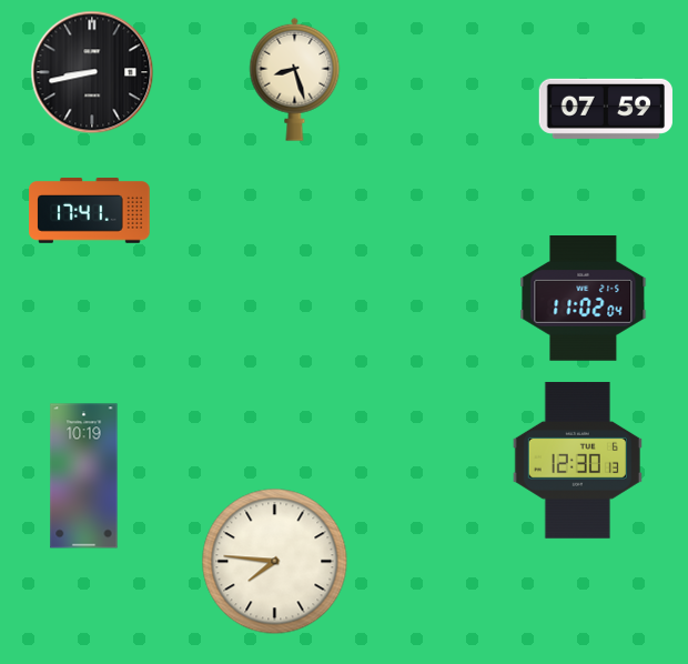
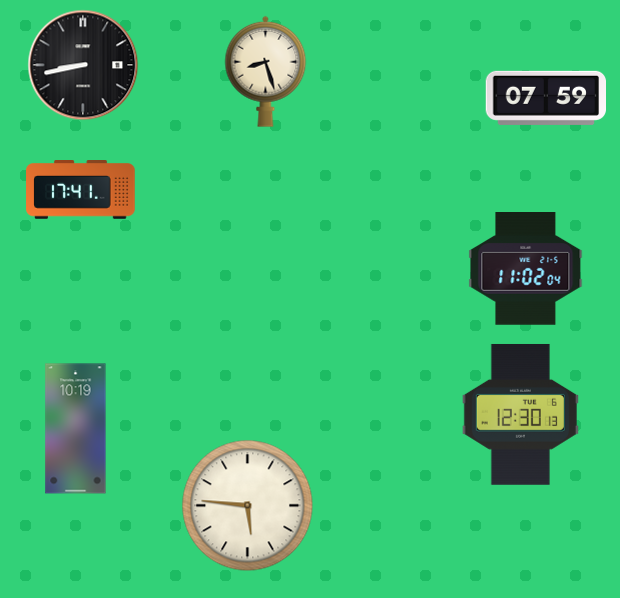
clock at (275, 562): 7:46 -> 5:46
